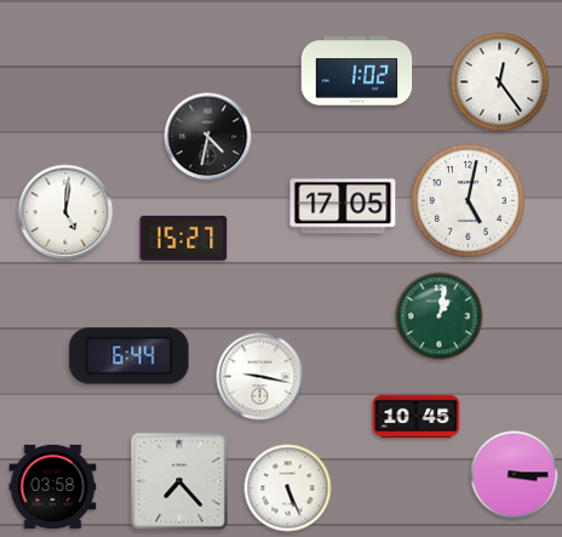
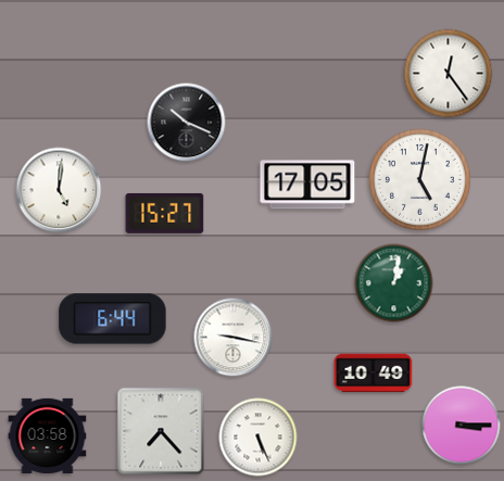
clock at (357, 72): 1:02 -> none
clock at (208, 137): 4:32 -> 10:19
clock at (130, 356) position: (130, 356) -> (113, 319)
clock at (417, 417): 10:45 -> 10:49
